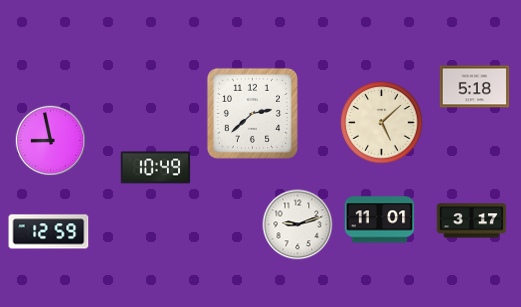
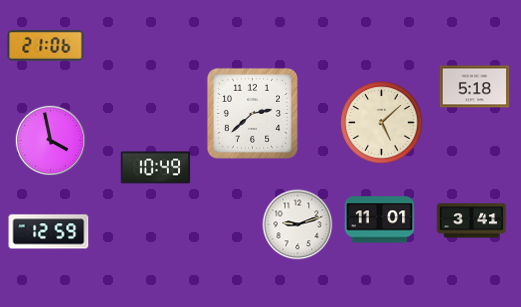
clock at (46, 46): none -> 21:06
clock at (51, 141): 8:58 -> 3:58
clock at (472, 221): 3:17 -> 3:41
